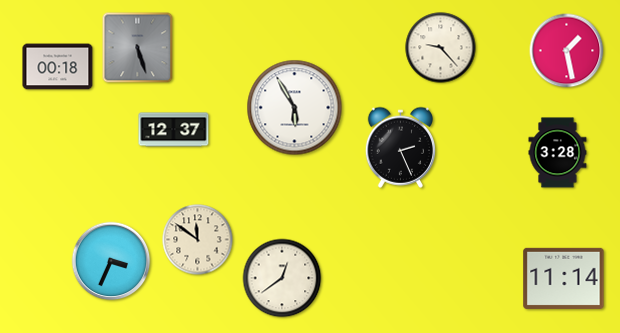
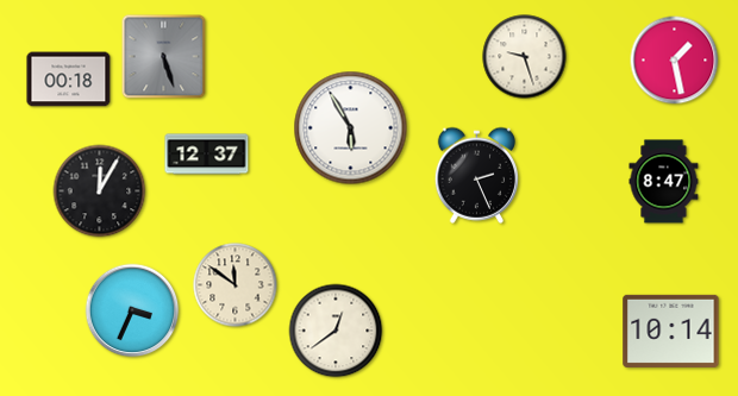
clock at (441, 48): 9:23 -> 9:27
clock at (558, 153): 3:28 -> 8:47
clock at (100, 191): none -> 12:05
clock at (564, 278): 11:14 -> 10:14
